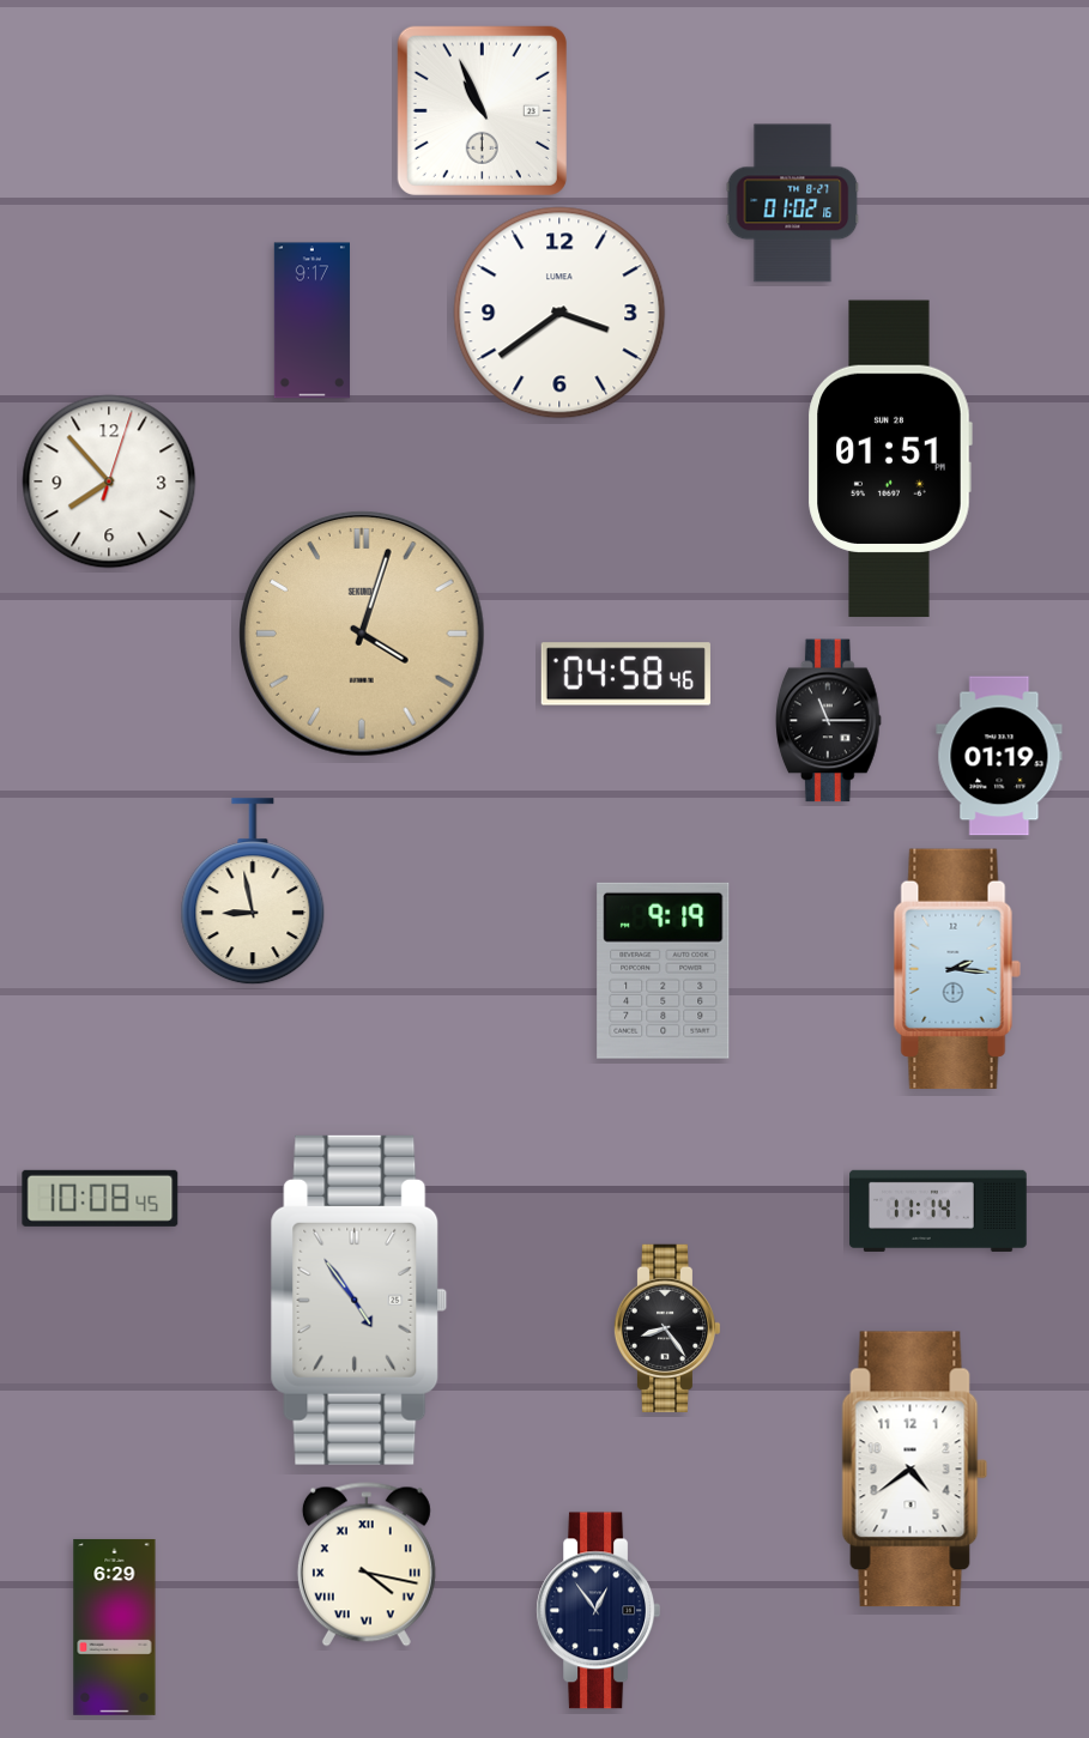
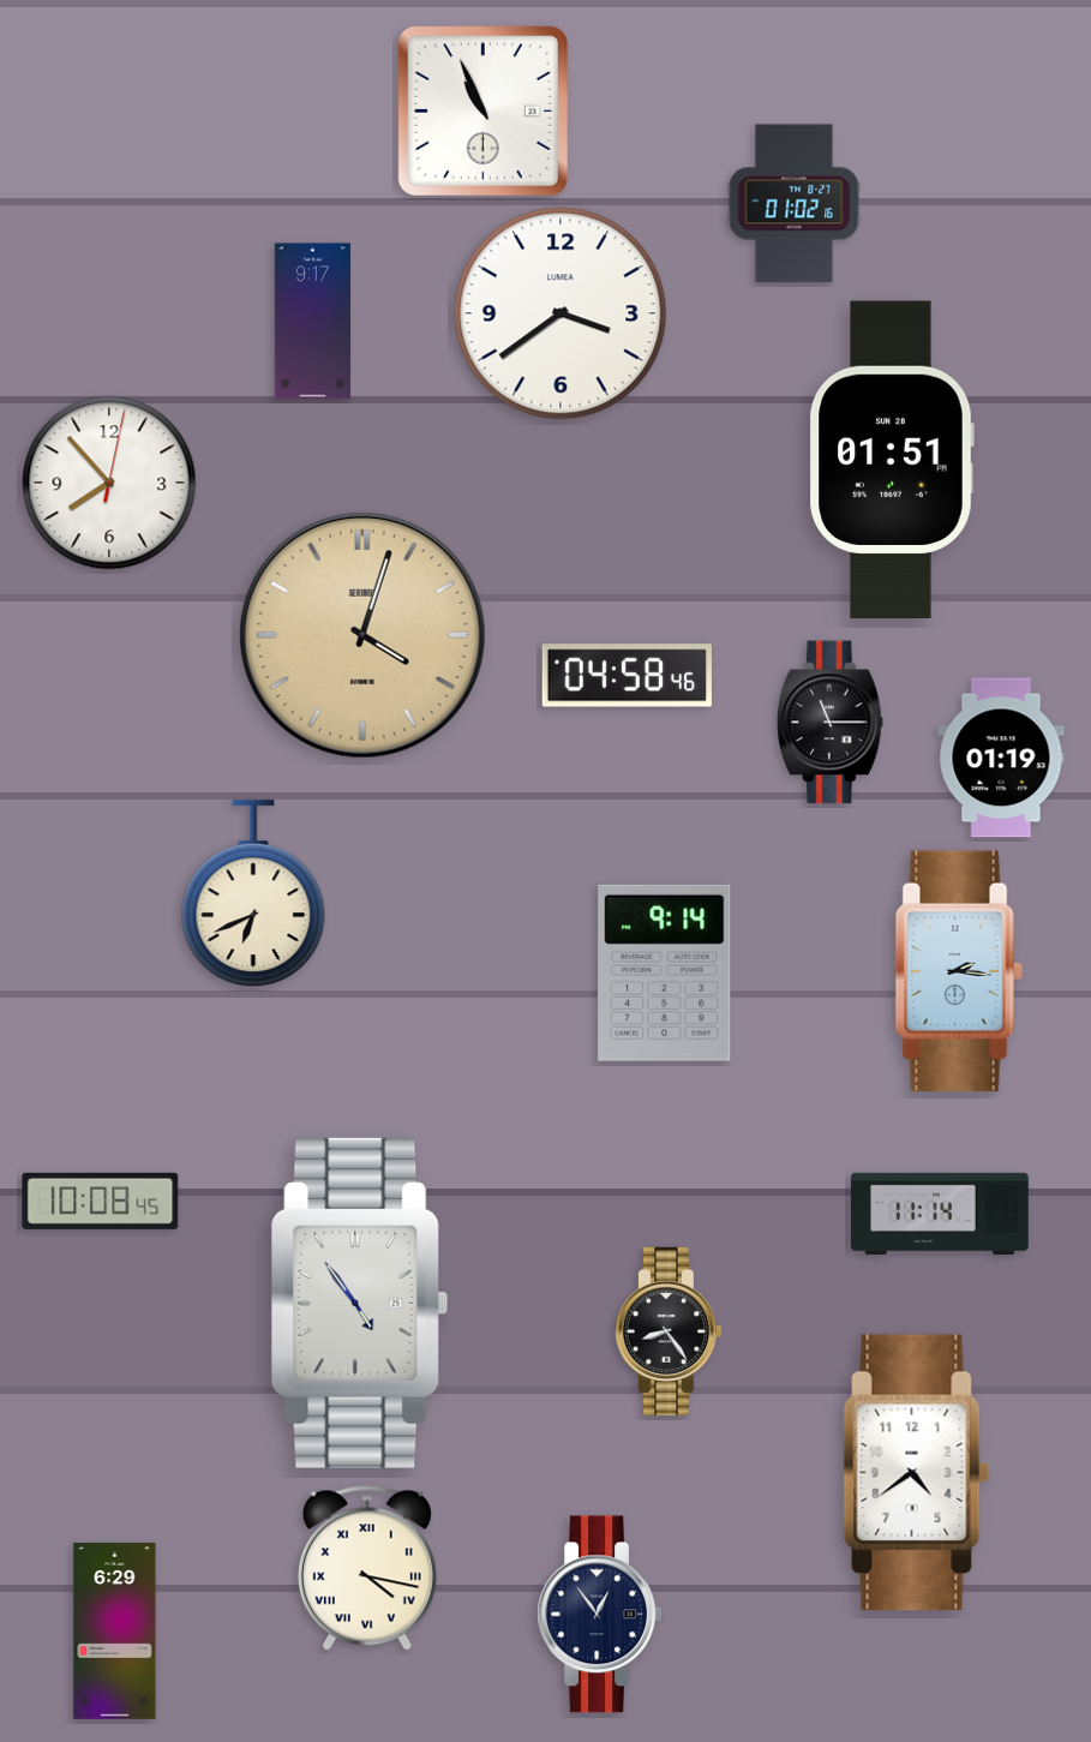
clock at (109, 482): 7:53:03 -> 7:53:02
clock at (253, 892): 8:58 -> 6:41
clock at (664, 970): 9:19 -> 9:14
